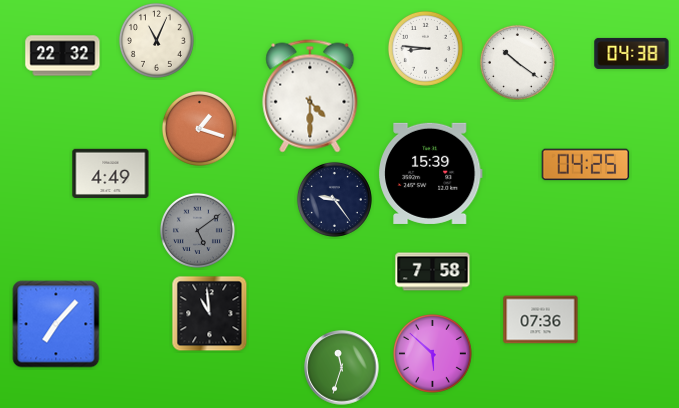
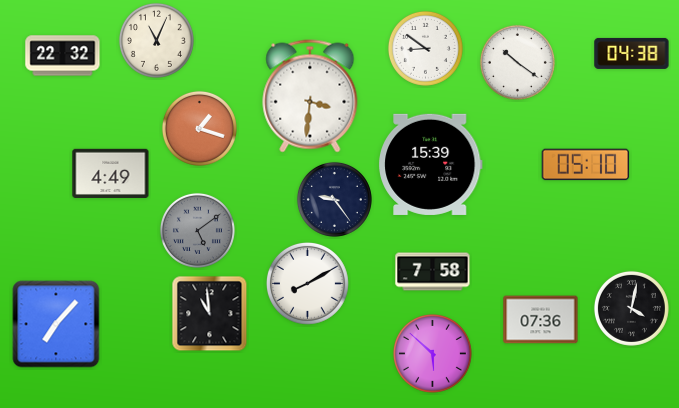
clock at (425, 48): 8:46 -> 8:51
clock at (310, 96): 4:30 -> 3:31
clock at (586, 165): 04:25 -> 05:10
clock at (431, 173) position: (431, 173) -> (431, 164)
clock at (308, 284): none -> 8:10
clock at (631, 308): none -> 4:02
clock at (342, 368): 11:33 -> none
